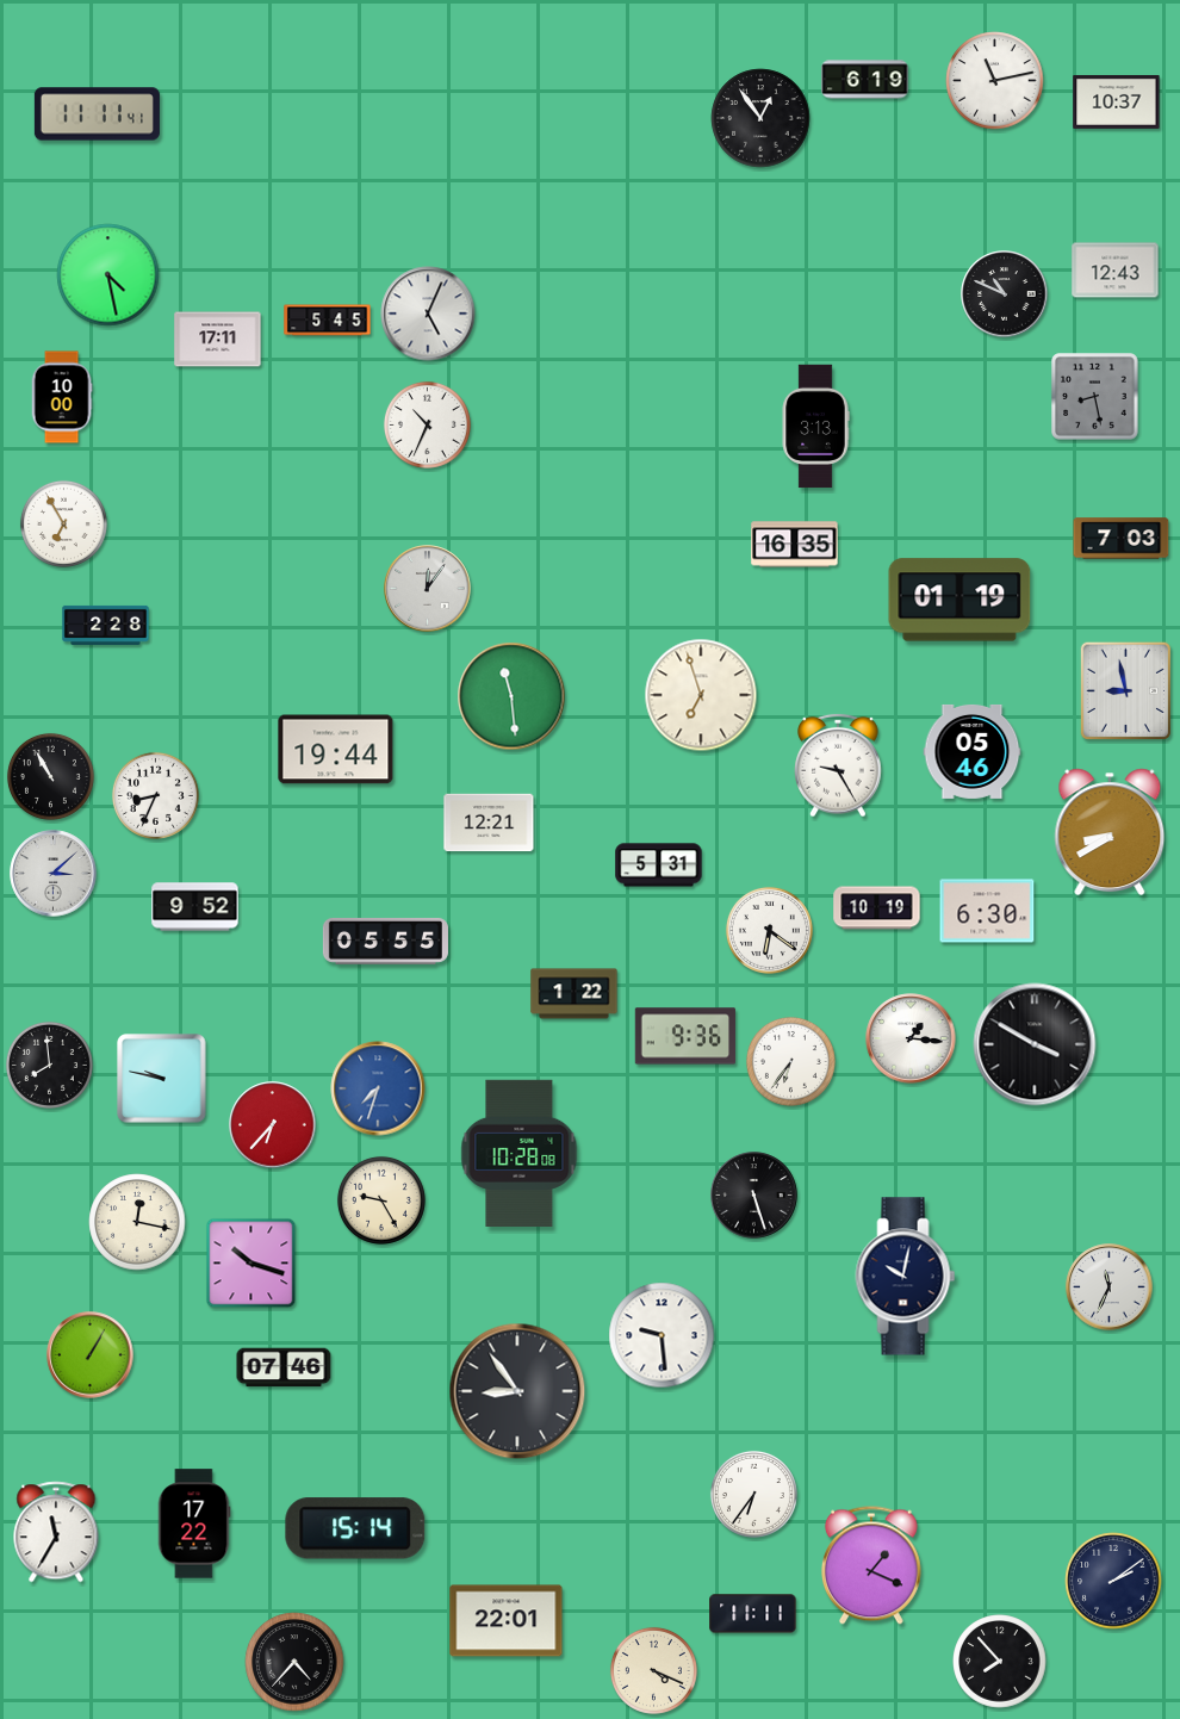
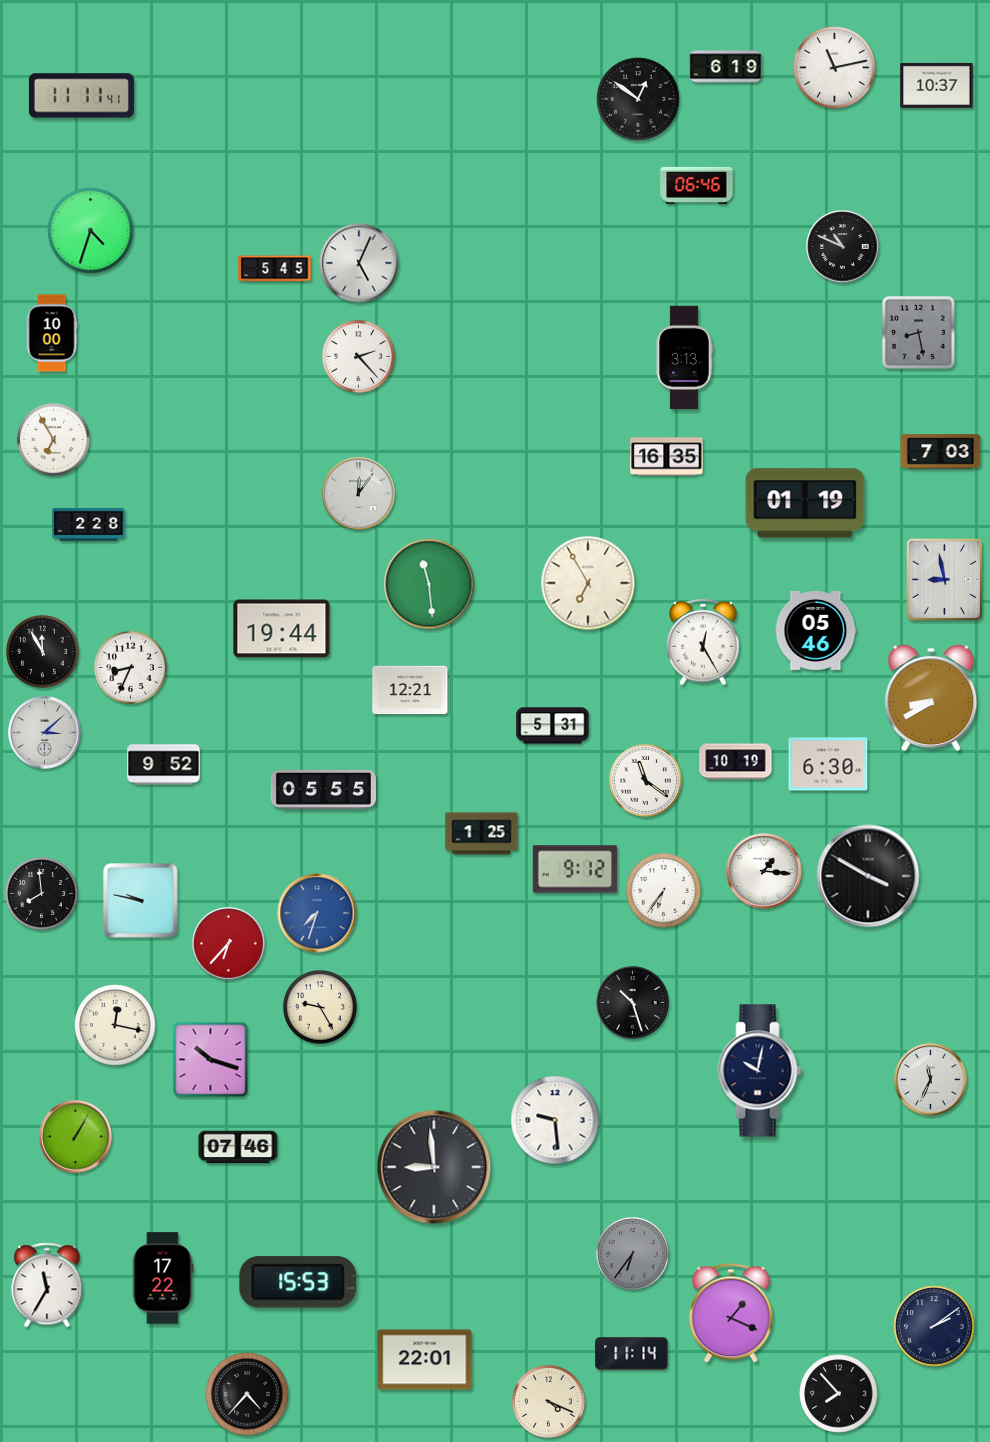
clock at (760, 118): 12:54 -> 12:51
clock at (697, 185): none -> 06:46
clock at (1116, 271): 12:43 -> none
clock at (108, 275): 4:28 -> 4:33
clock at (218, 340): 17:11 -> none
clock at (427, 424): 10:34 -> 2:23
clock at (701, 695): 6:57 -> 6:55
clock at (838, 765): 9:25 -> 12:25
clock at (50, 776): 10:55 -> 11:55
clock at (195, 907) position: (195, 907) -> (164, 765)
clock at (769, 930): 6:21 -> 11:21
clock at (575, 994): 1:22 -> 1:25
clock at (685, 1036): 9:36 -> 9:12
clock at (162, 1079) position: (162, 1079) -> (141, 901)
clock at (520, 1153): 10:28 -> none
clock at (754, 1196): 5:27 -> 10:27
clock at (517, 1391): 8:54 -> 8:59
clock at (753, 1494) dial: white -> grey
clock at (355, 1528): 15:14 -> 15:53
clock at (753, 1614): 11:11 -> 11:14
